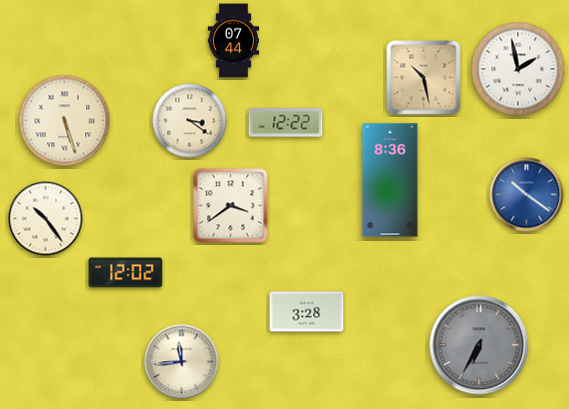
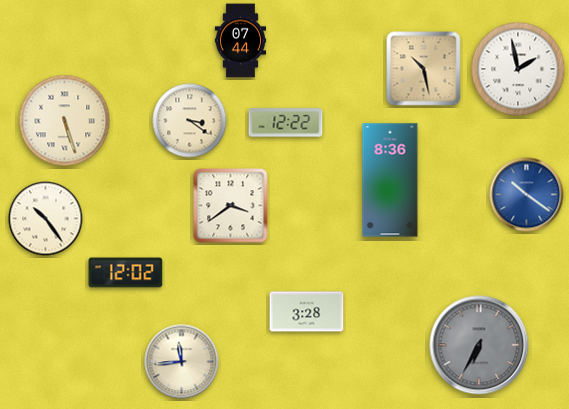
clock at (234, 41) position: (234, 41) -> (241, 41)
clock at (424, 78) position: (424, 78) -> (424, 69)
